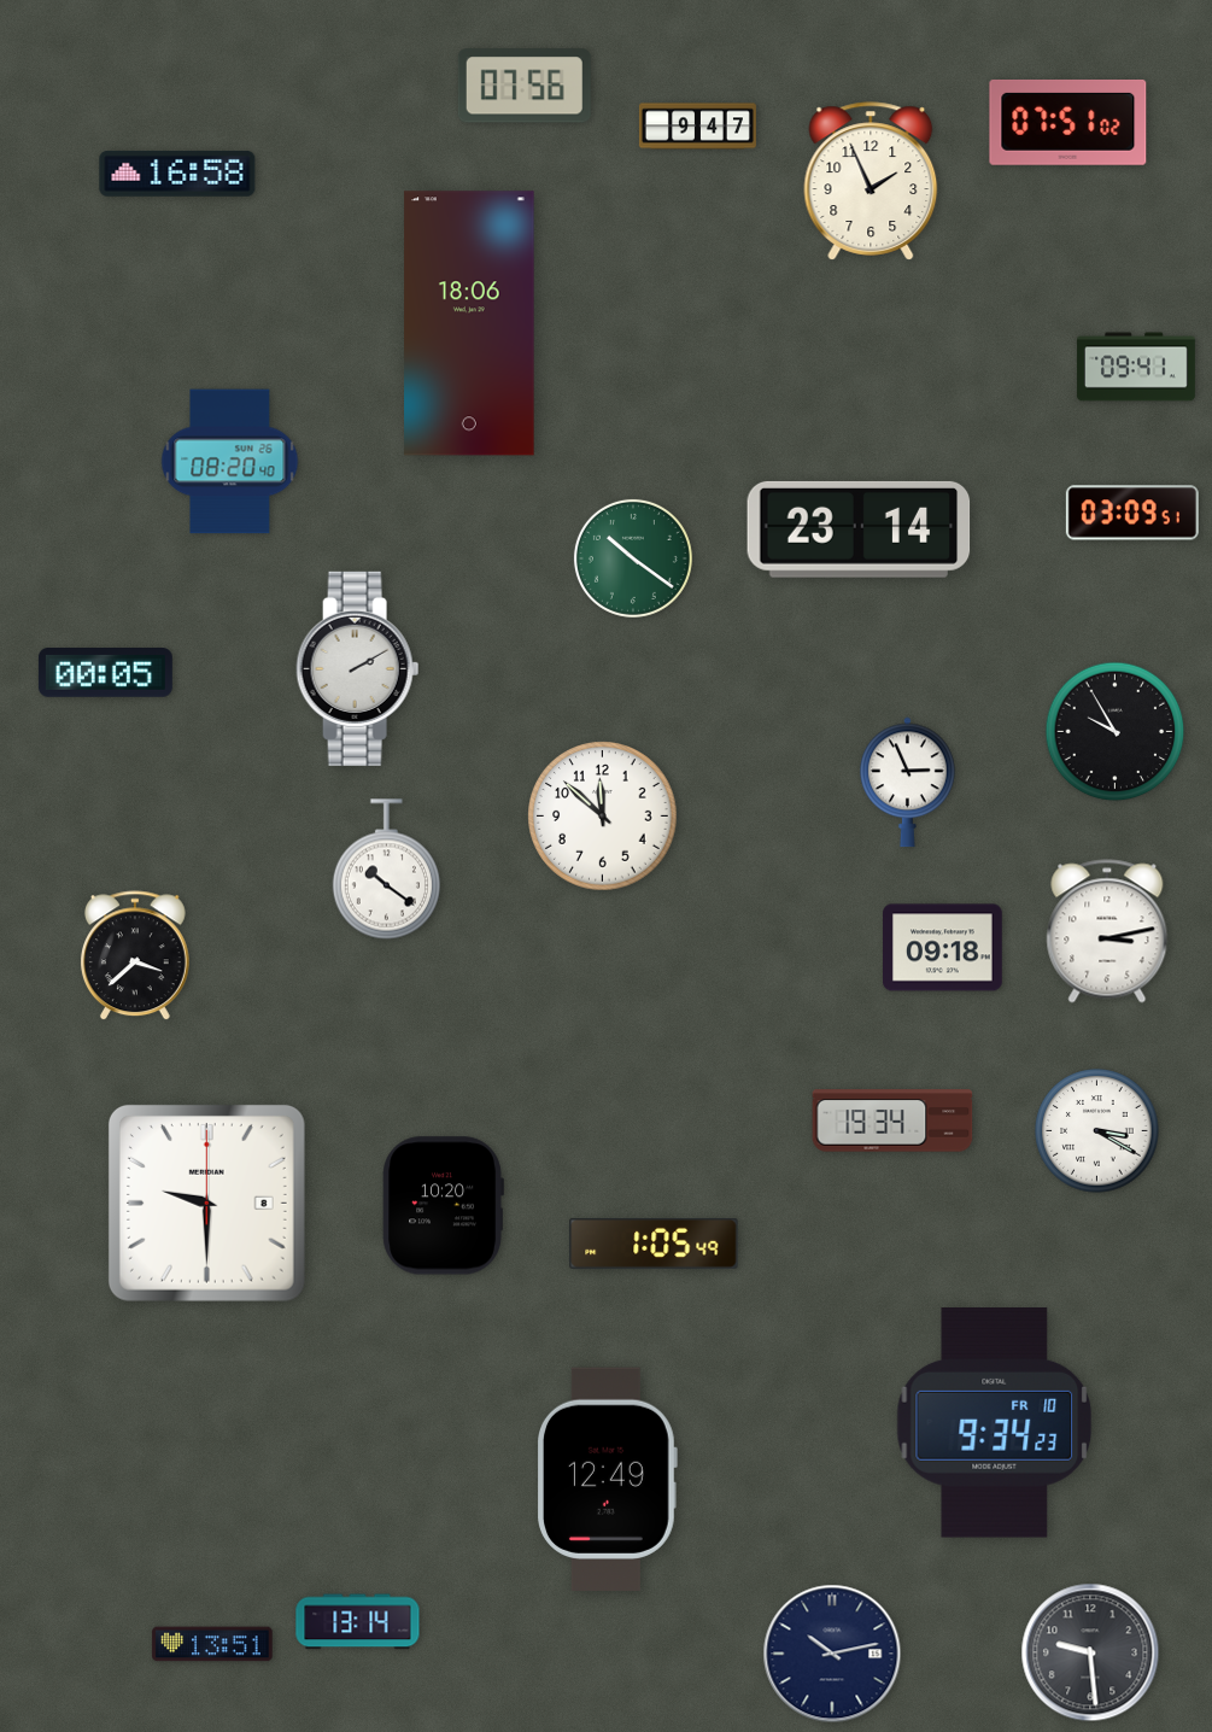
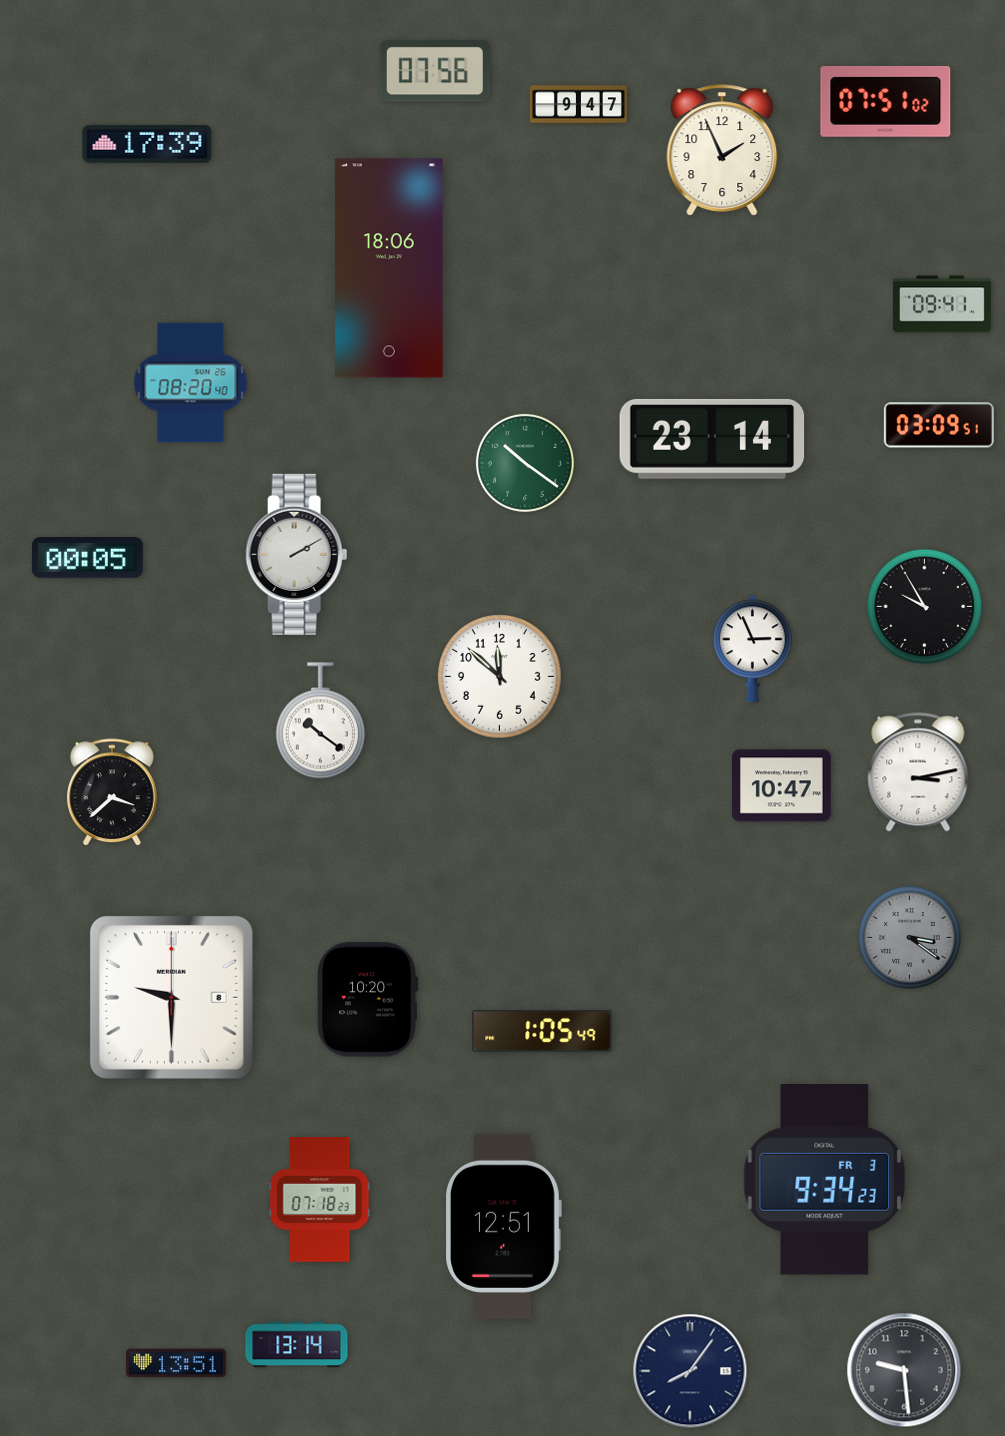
clock at (177, 174): 16:58 -> 17:39
clock at (943, 948): 09:18 -> 10:47
clock at (892, 1120): 19:34 -> none
clock at (1097, 1131): 3:20 -> 3:21
clock at (1097, 1131) dial: white -> grey
clock at (995, 1423) date: FR 10 -> FR 3
clock at (320, 1200): none -> 07:18
clock at (608, 1479): 12:49 -> 12:51
clock at (832, 1654): 10:13 -> 8:06
